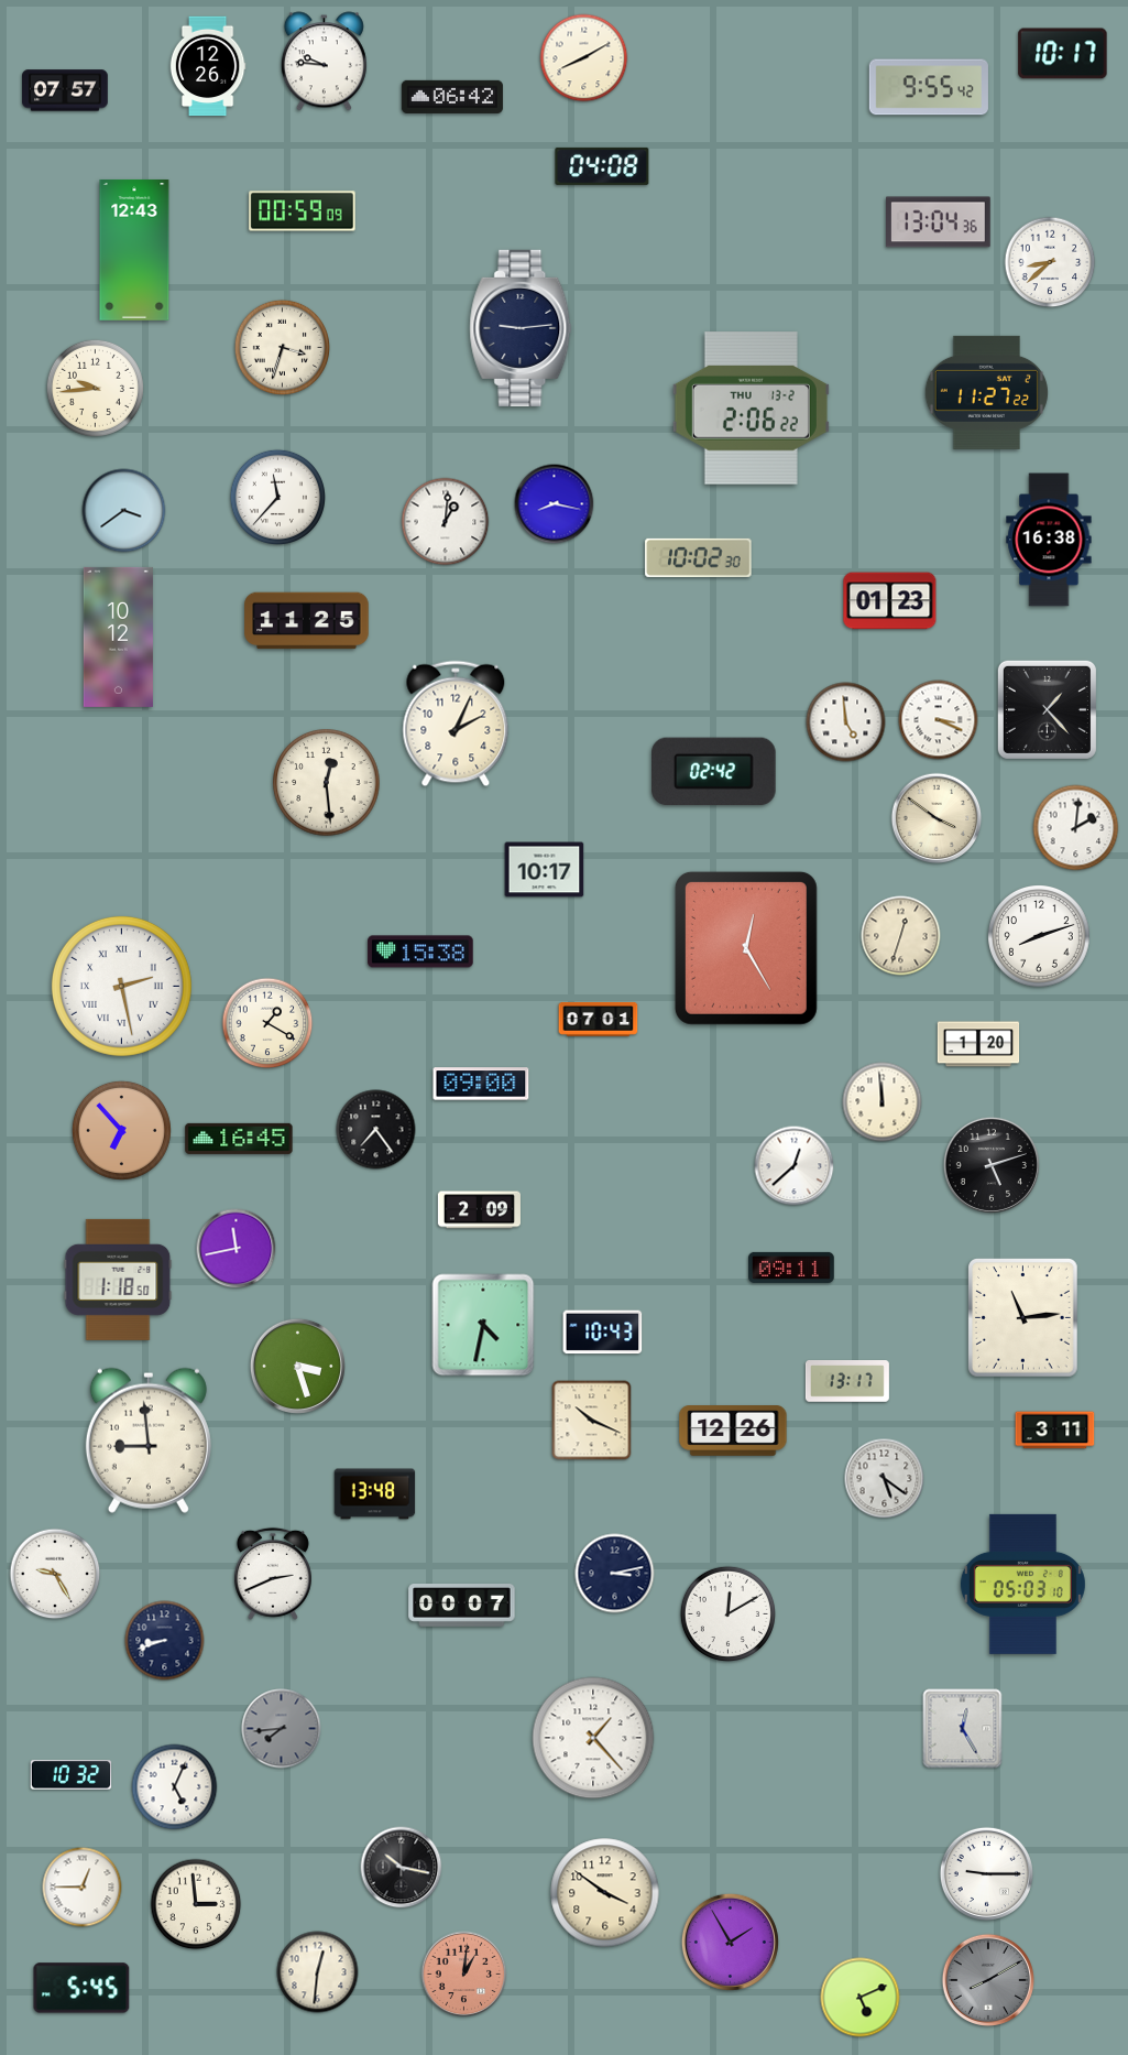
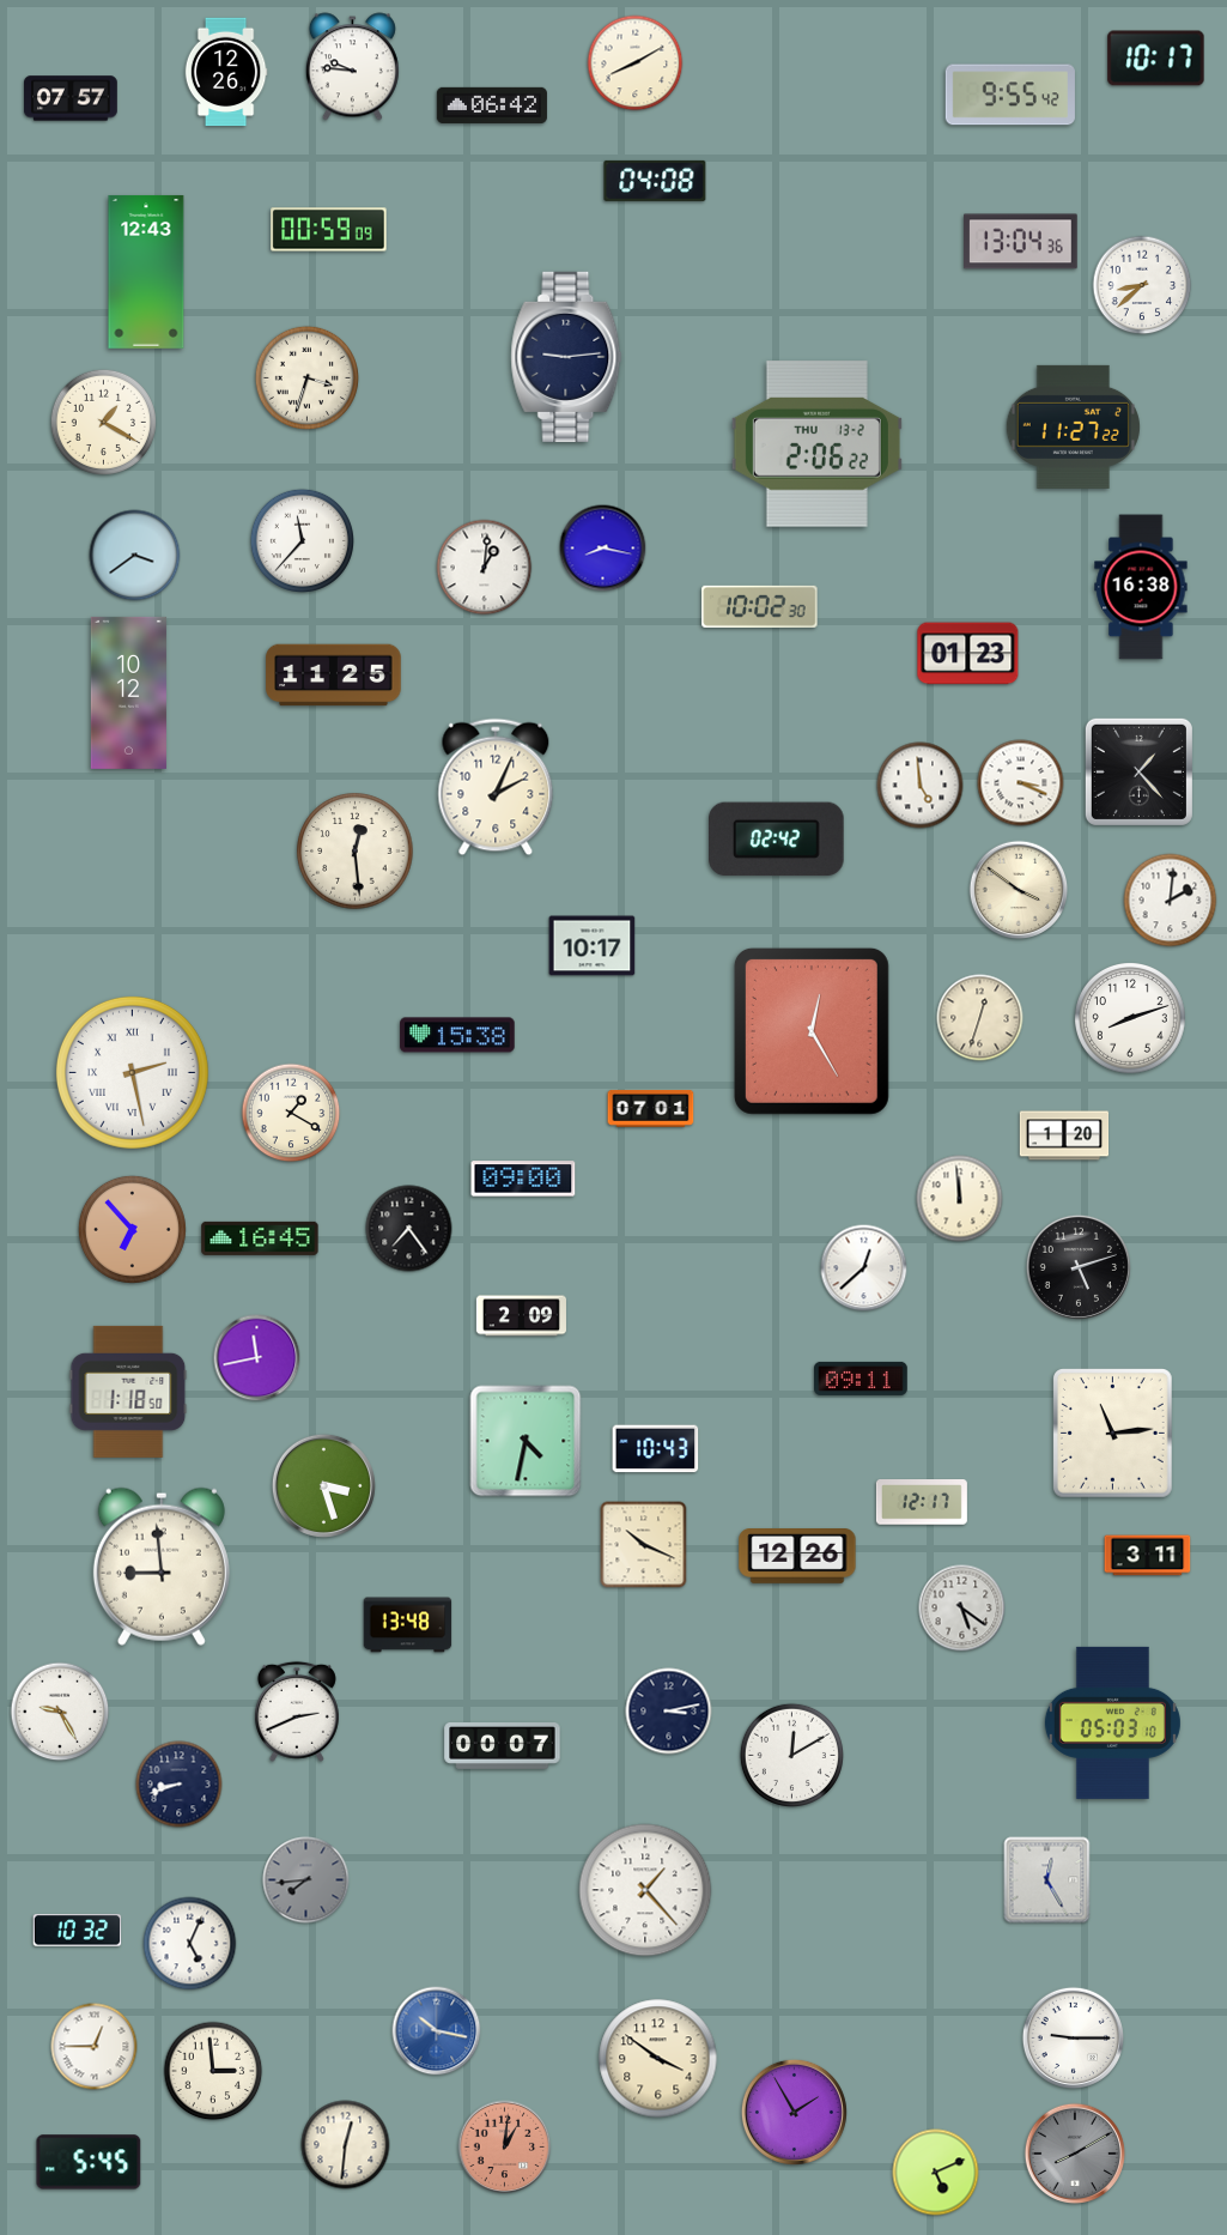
clock at (95, 388): 9:44 -> 1:20
clock at (847, 1382): 13:17 -> 12:17
clock at (402, 1868) dial: black -> blue
clock at (83, 1888) position: (83, 1888) -> (95, 2047)
